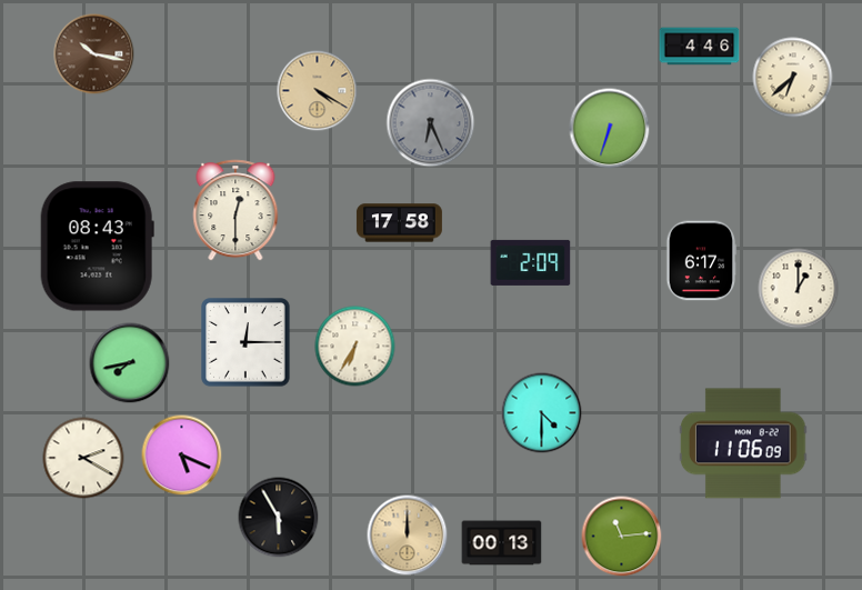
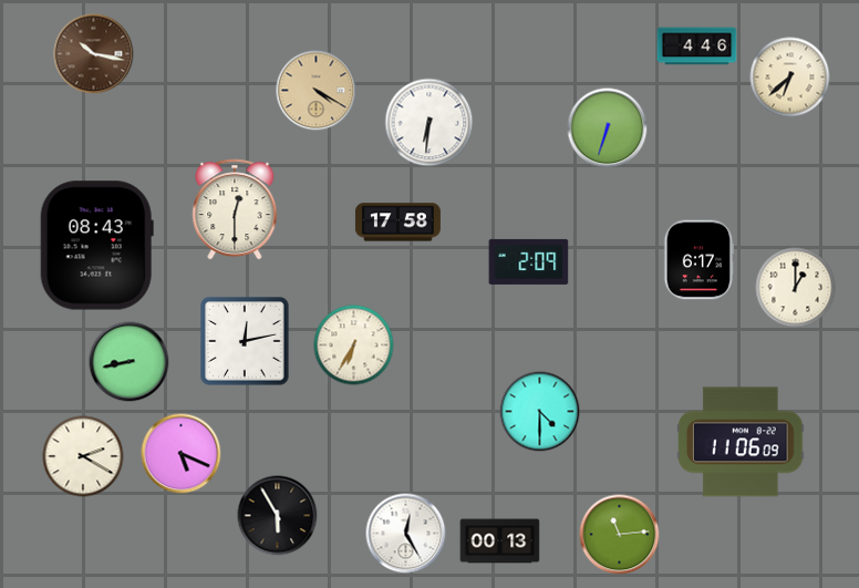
clock at (431, 123): 6:26 -> 6:31
clock at (431, 123) dial: grey -> white
clock at (245, 342): 12:15 -> 12:13
clock at (130, 363): 7:43 -> 8:43
clock at (408, 536): 12:00 -> 12:25
clock at (408, 536) dial: champagne -> white
